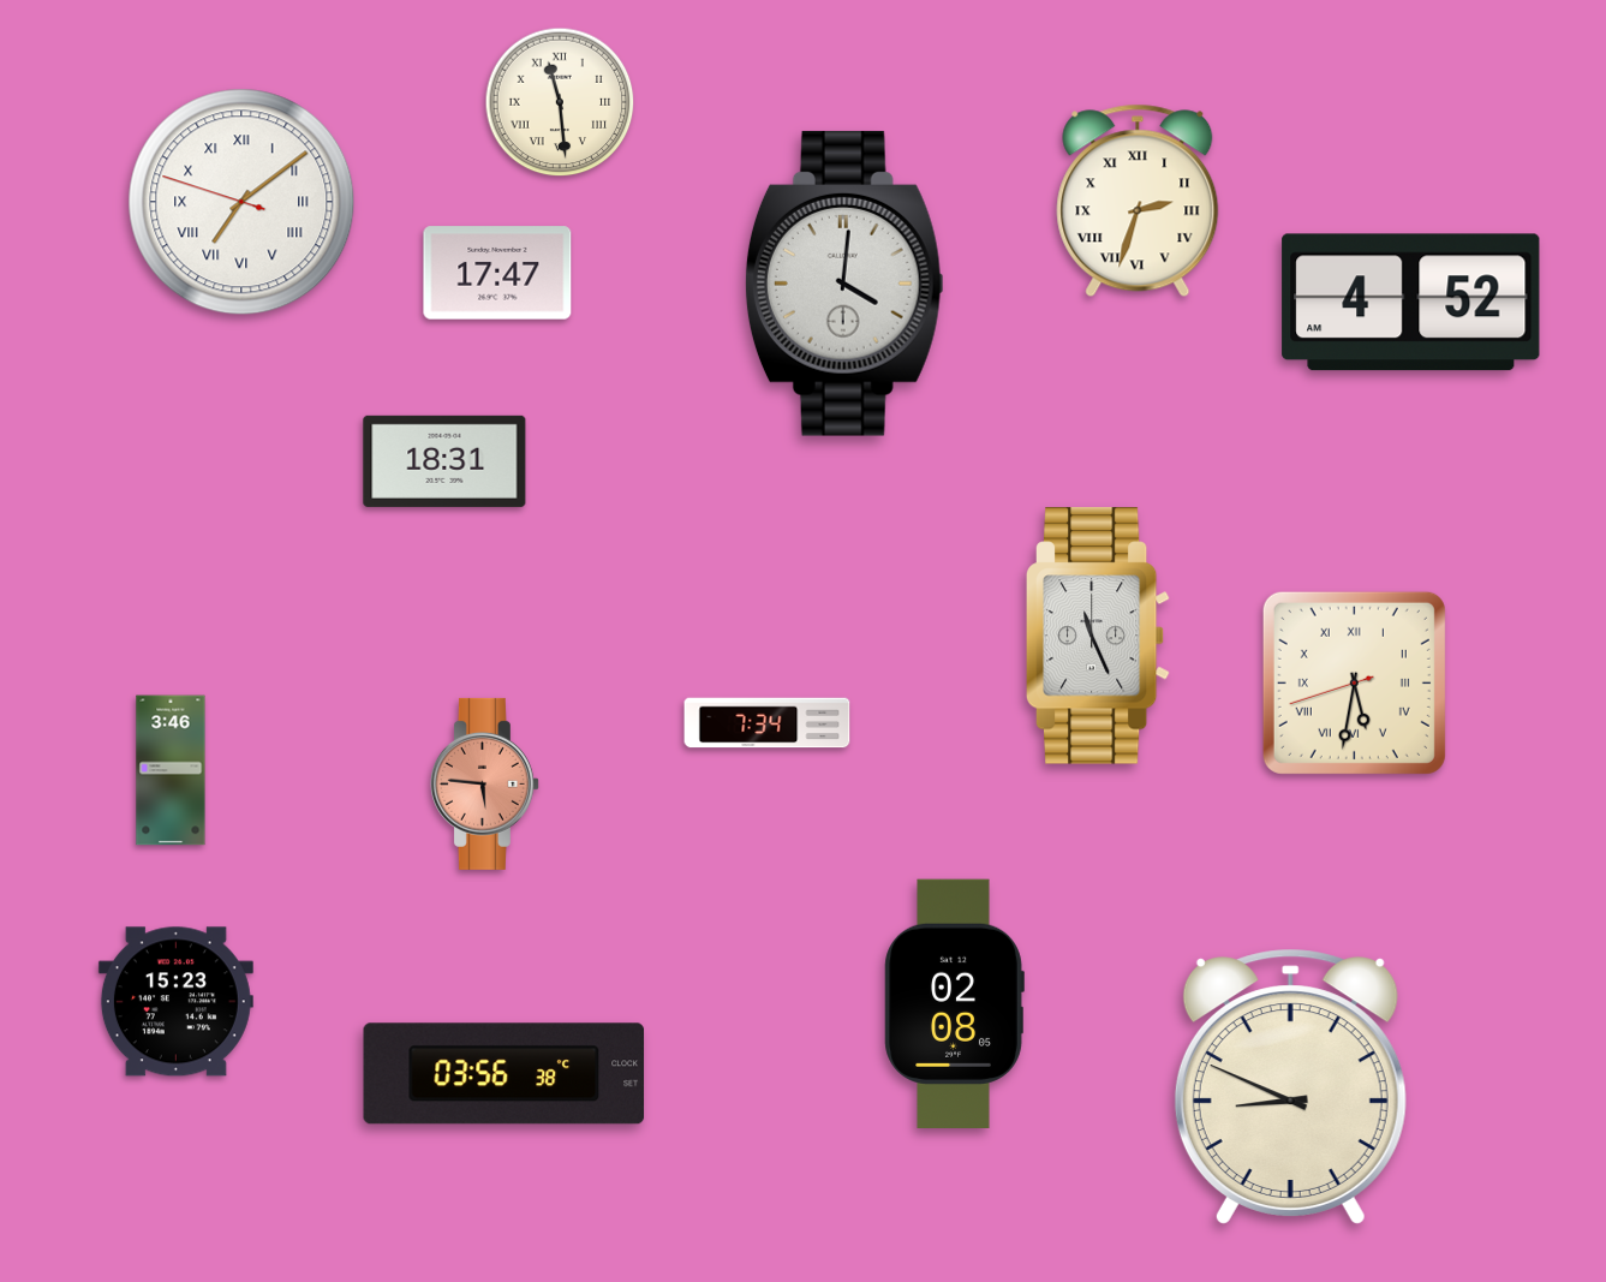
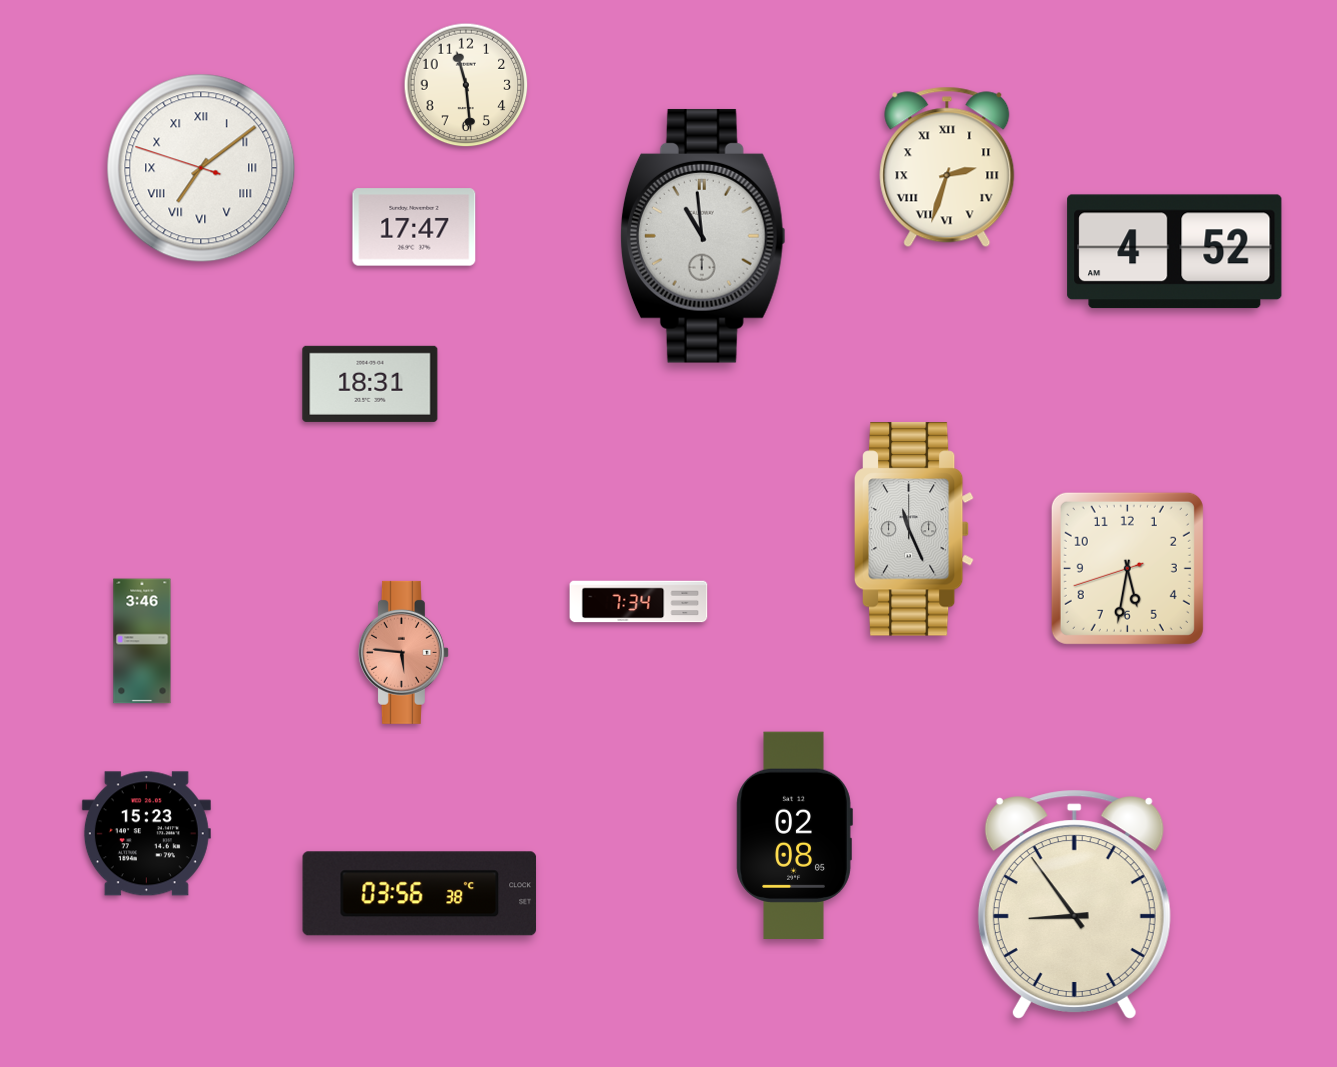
clock at (560, 102) numerals: Roman -> Arabic
clock at (844, 284): 4:01 -> 10:59
clock at (1354, 682) numerals: Roman -> Arabic
clock at (1290, 1086): 8:49 -> 8:54
